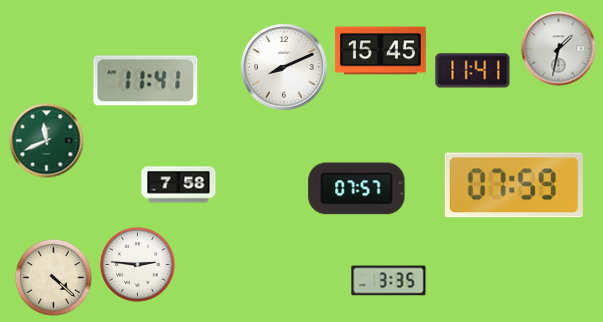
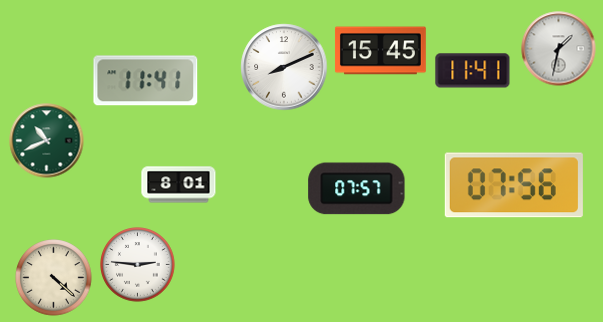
clock at (47, 141): 11:41 -> 10:41
clock at (179, 185): 7:58 -> 8:01
clock at (514, 185): 07:59 -> 07:56
clock at (389, 281): 3:35 -> none
